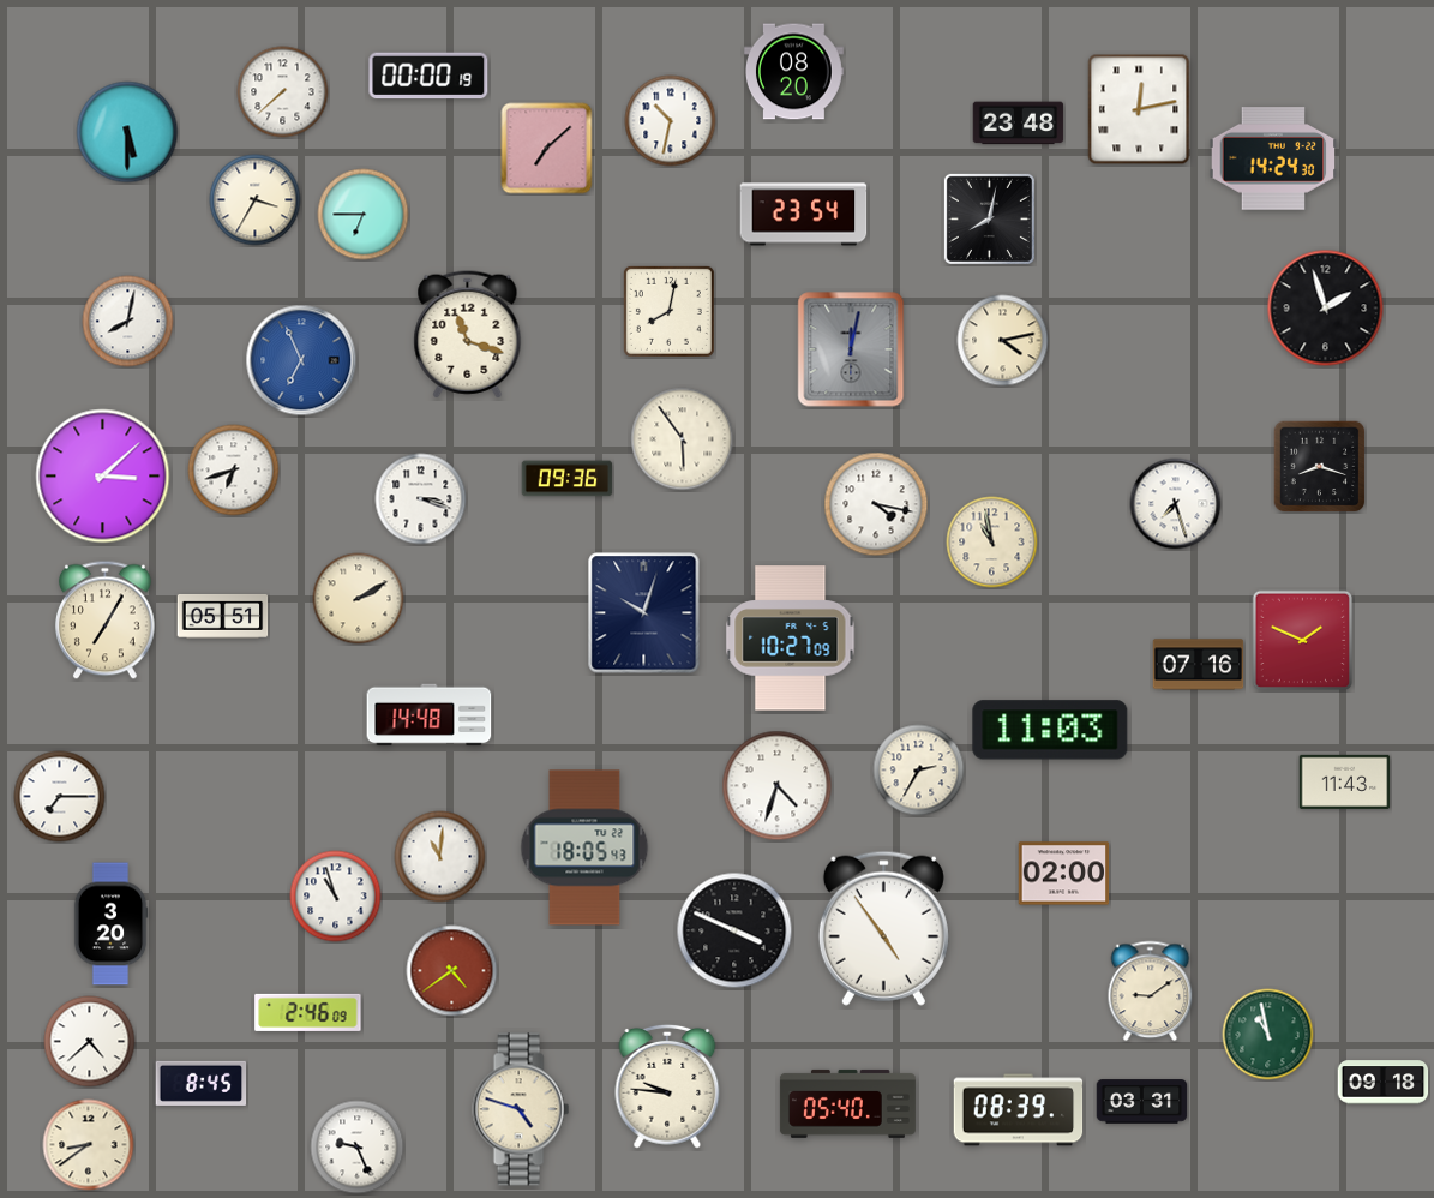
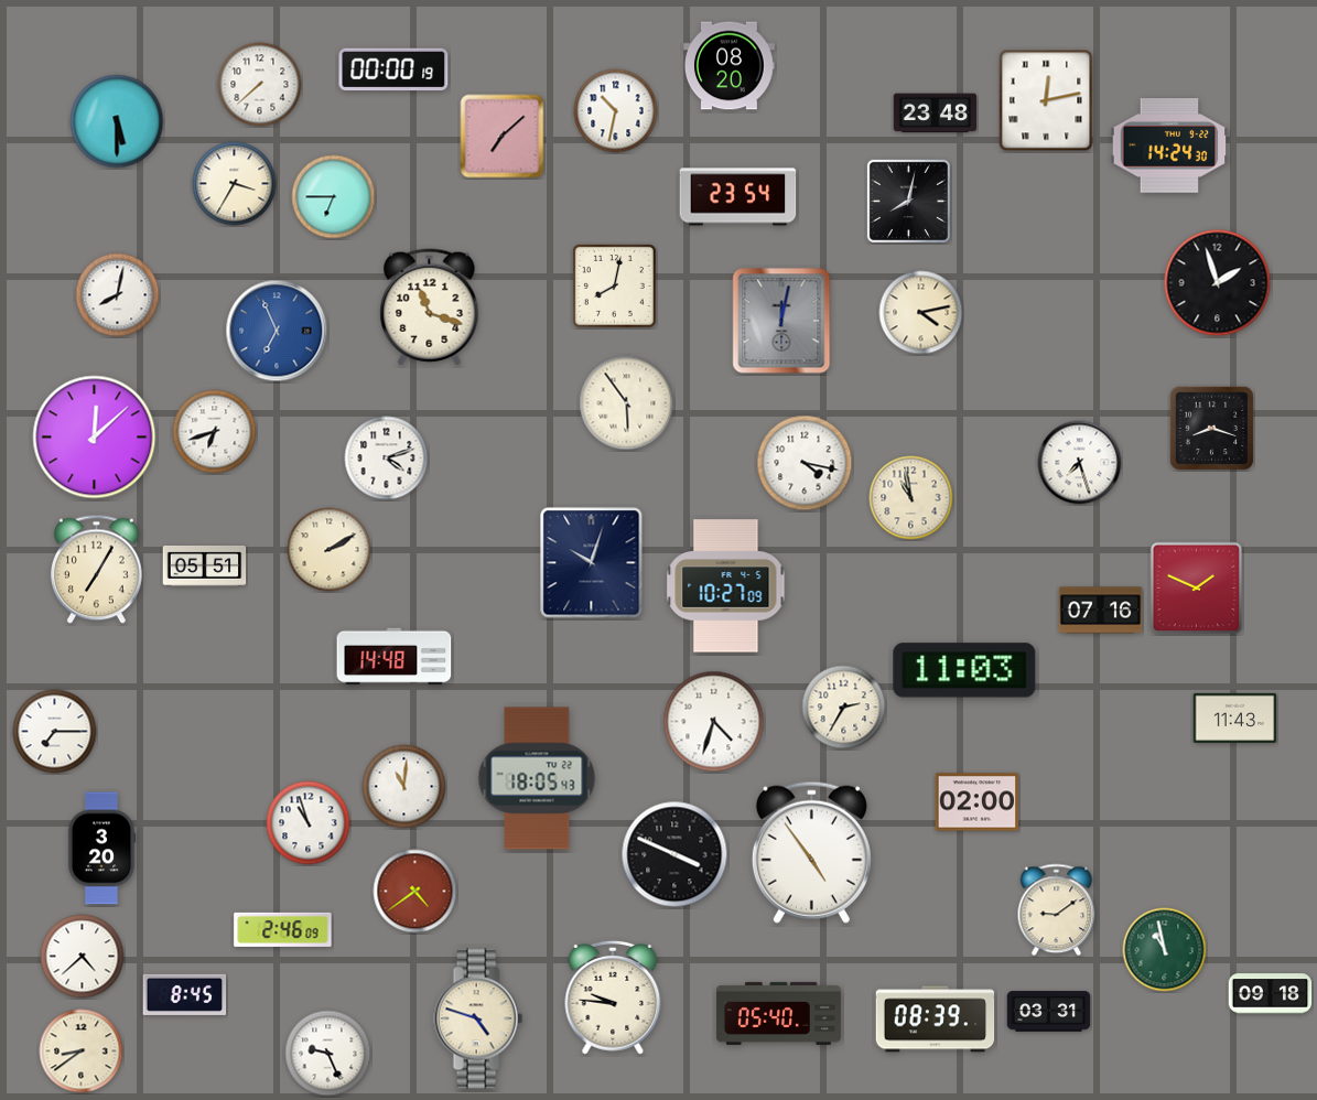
clock at (103, 477): 3:08 -> 12:08
clock at (568, 479): 09:36 -> none
clock at (421, 499): 3:18 -> 4:12
